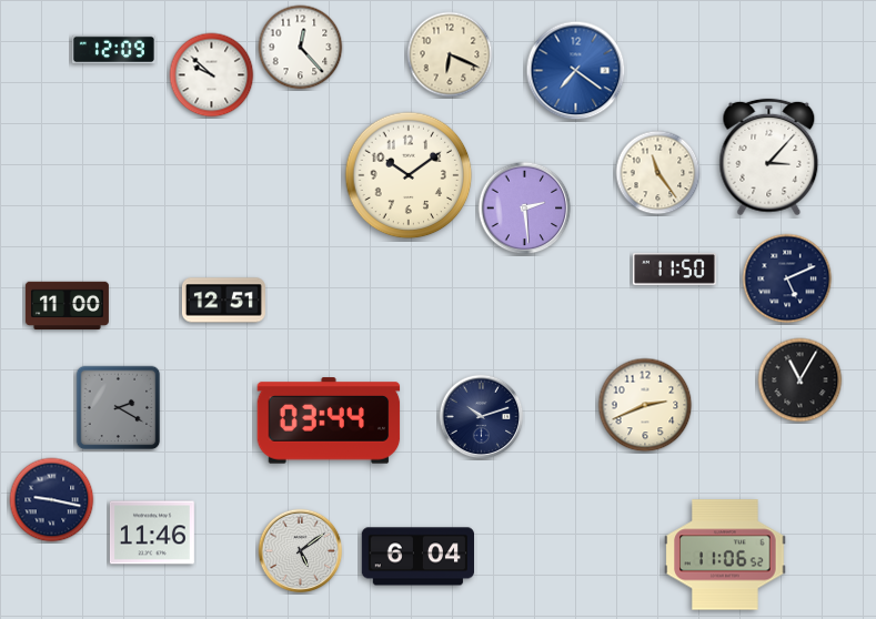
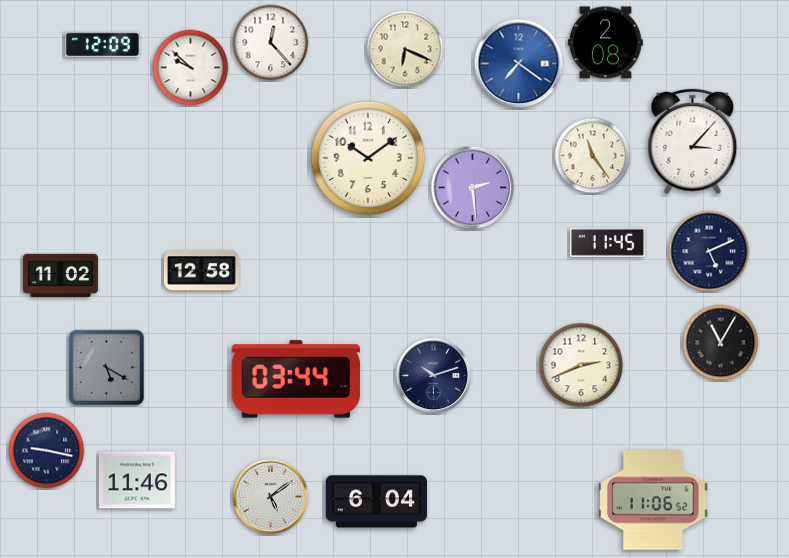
clock at (605, 43): none -> 2:08
clock at (674, 270): 11:50 -> 11:45
clock at (223, 301): 12:51 -> 12:58
clock at (67, 306): 11:00 -> 11:02
clock at (119, 408): 2:20 -> 5:20
